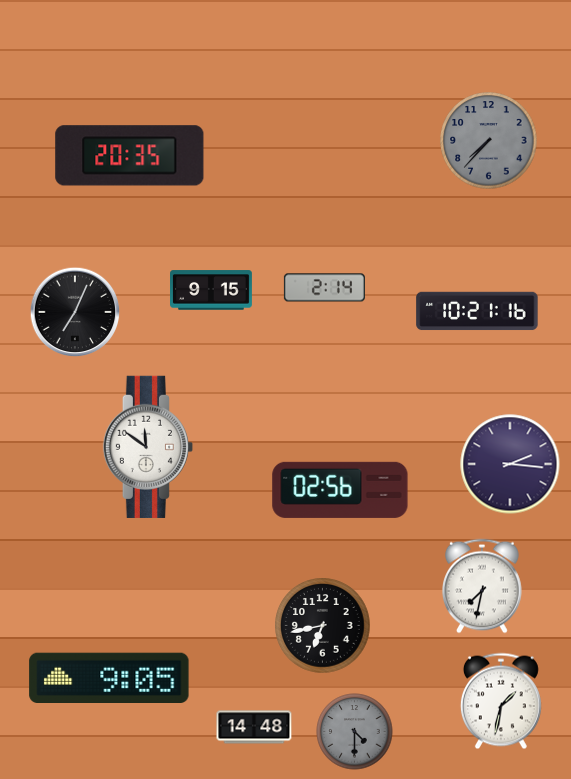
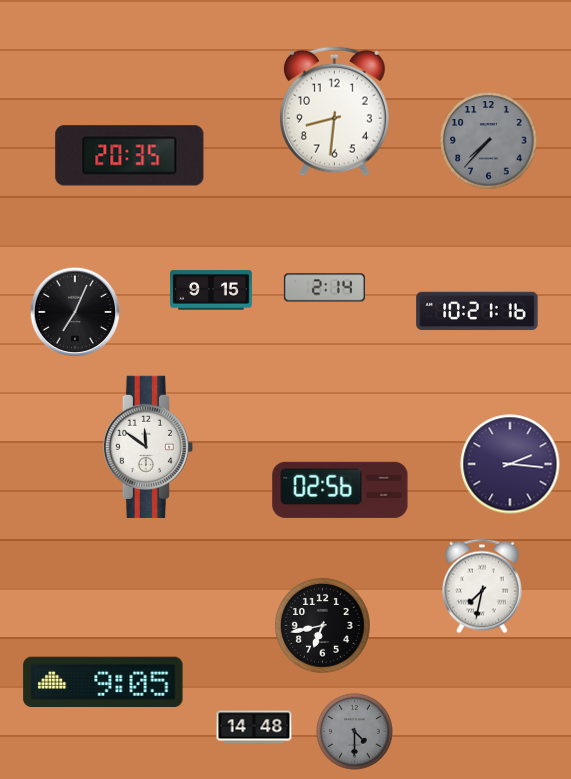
clock at (334, 111): none -> 8:31
clock at (109, 678) position: (109, 678) -> (103, 682)
clock at (501, 701): 1:32 -> none
